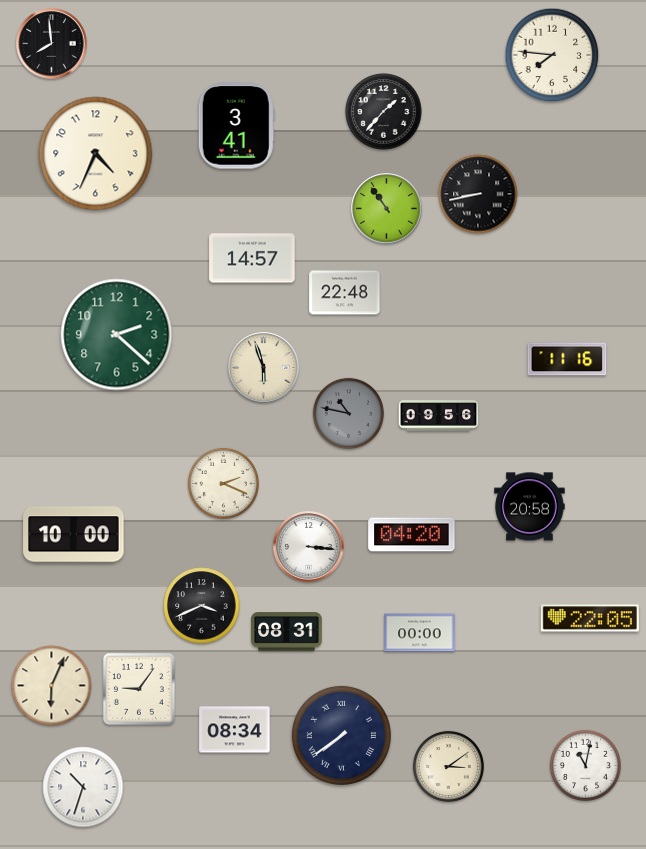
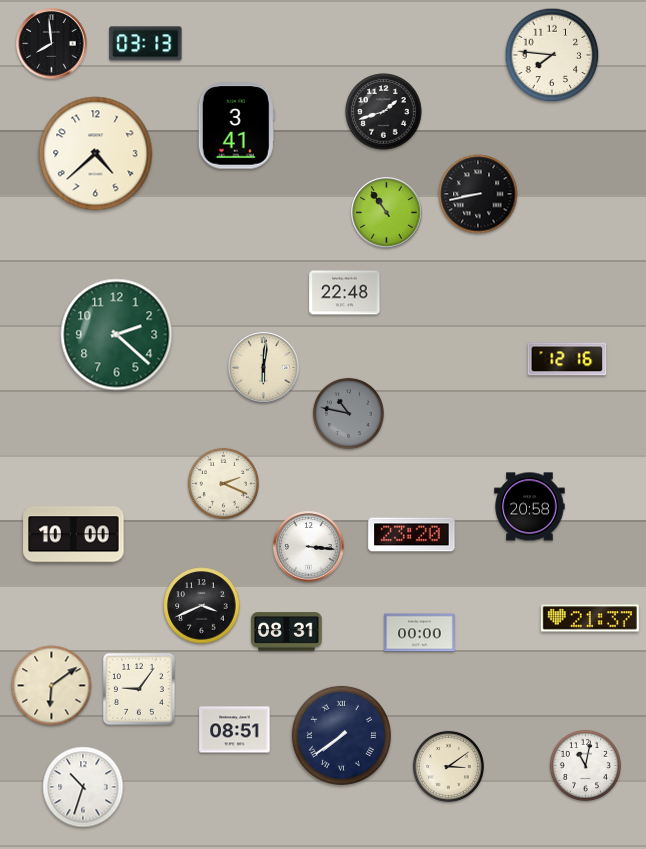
clock at (146, 44): none -> 03:13
clock at (384, 112): 1:37 -> 1:42
clock at (96, 154): 4:34 -> 4:38
clock at (387, 209) position: (387, 209) -> (387, 213)
clock at (252, 258): 14:57 -> none
clock at (567, 359): 11:16 -> 12:16
clock at (264, 368): 5:57 -> 6:01
clock at (439, 416): 09:56 -> none
clock at (412, 535): 04:20 -> 23:20
clock at (590, 618): 22:05 -> 21:37
clock at (52, 686): 6:04 -> 6:09
clock at (235, 730): 08:34 -> 08:51
